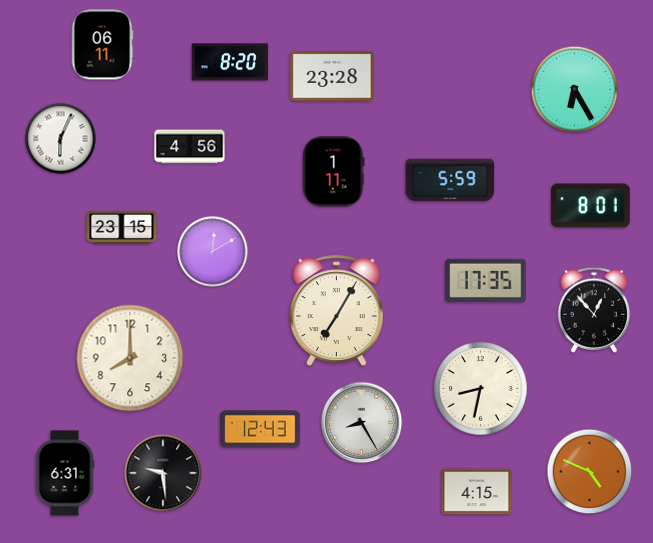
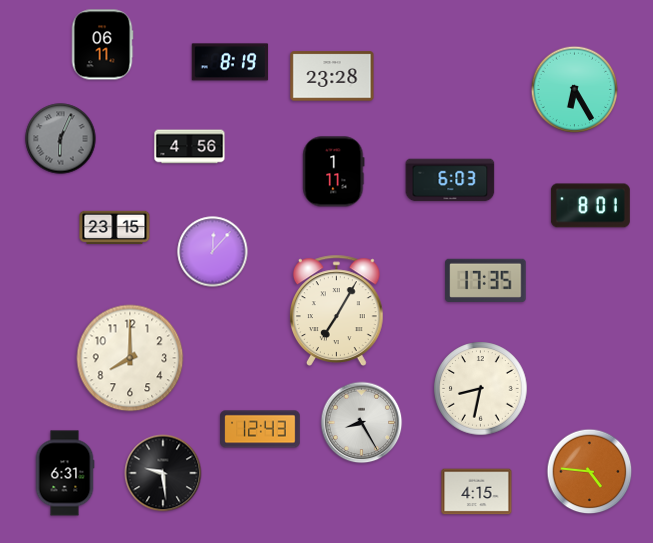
clock at (230, 62): 8:20 -> 8:19
clock at (61, 139) dial: white -> grey
clock at (450, 180): 5:59 -> 6:03
clock at (122, 227) position: (122, 227) -> (115, 227)
clock at (213, 252): 12:10 -> 12:07
clock at (593, 310): 12:53 -> none
clock at (590, 472): 4:49 -> 4:46
